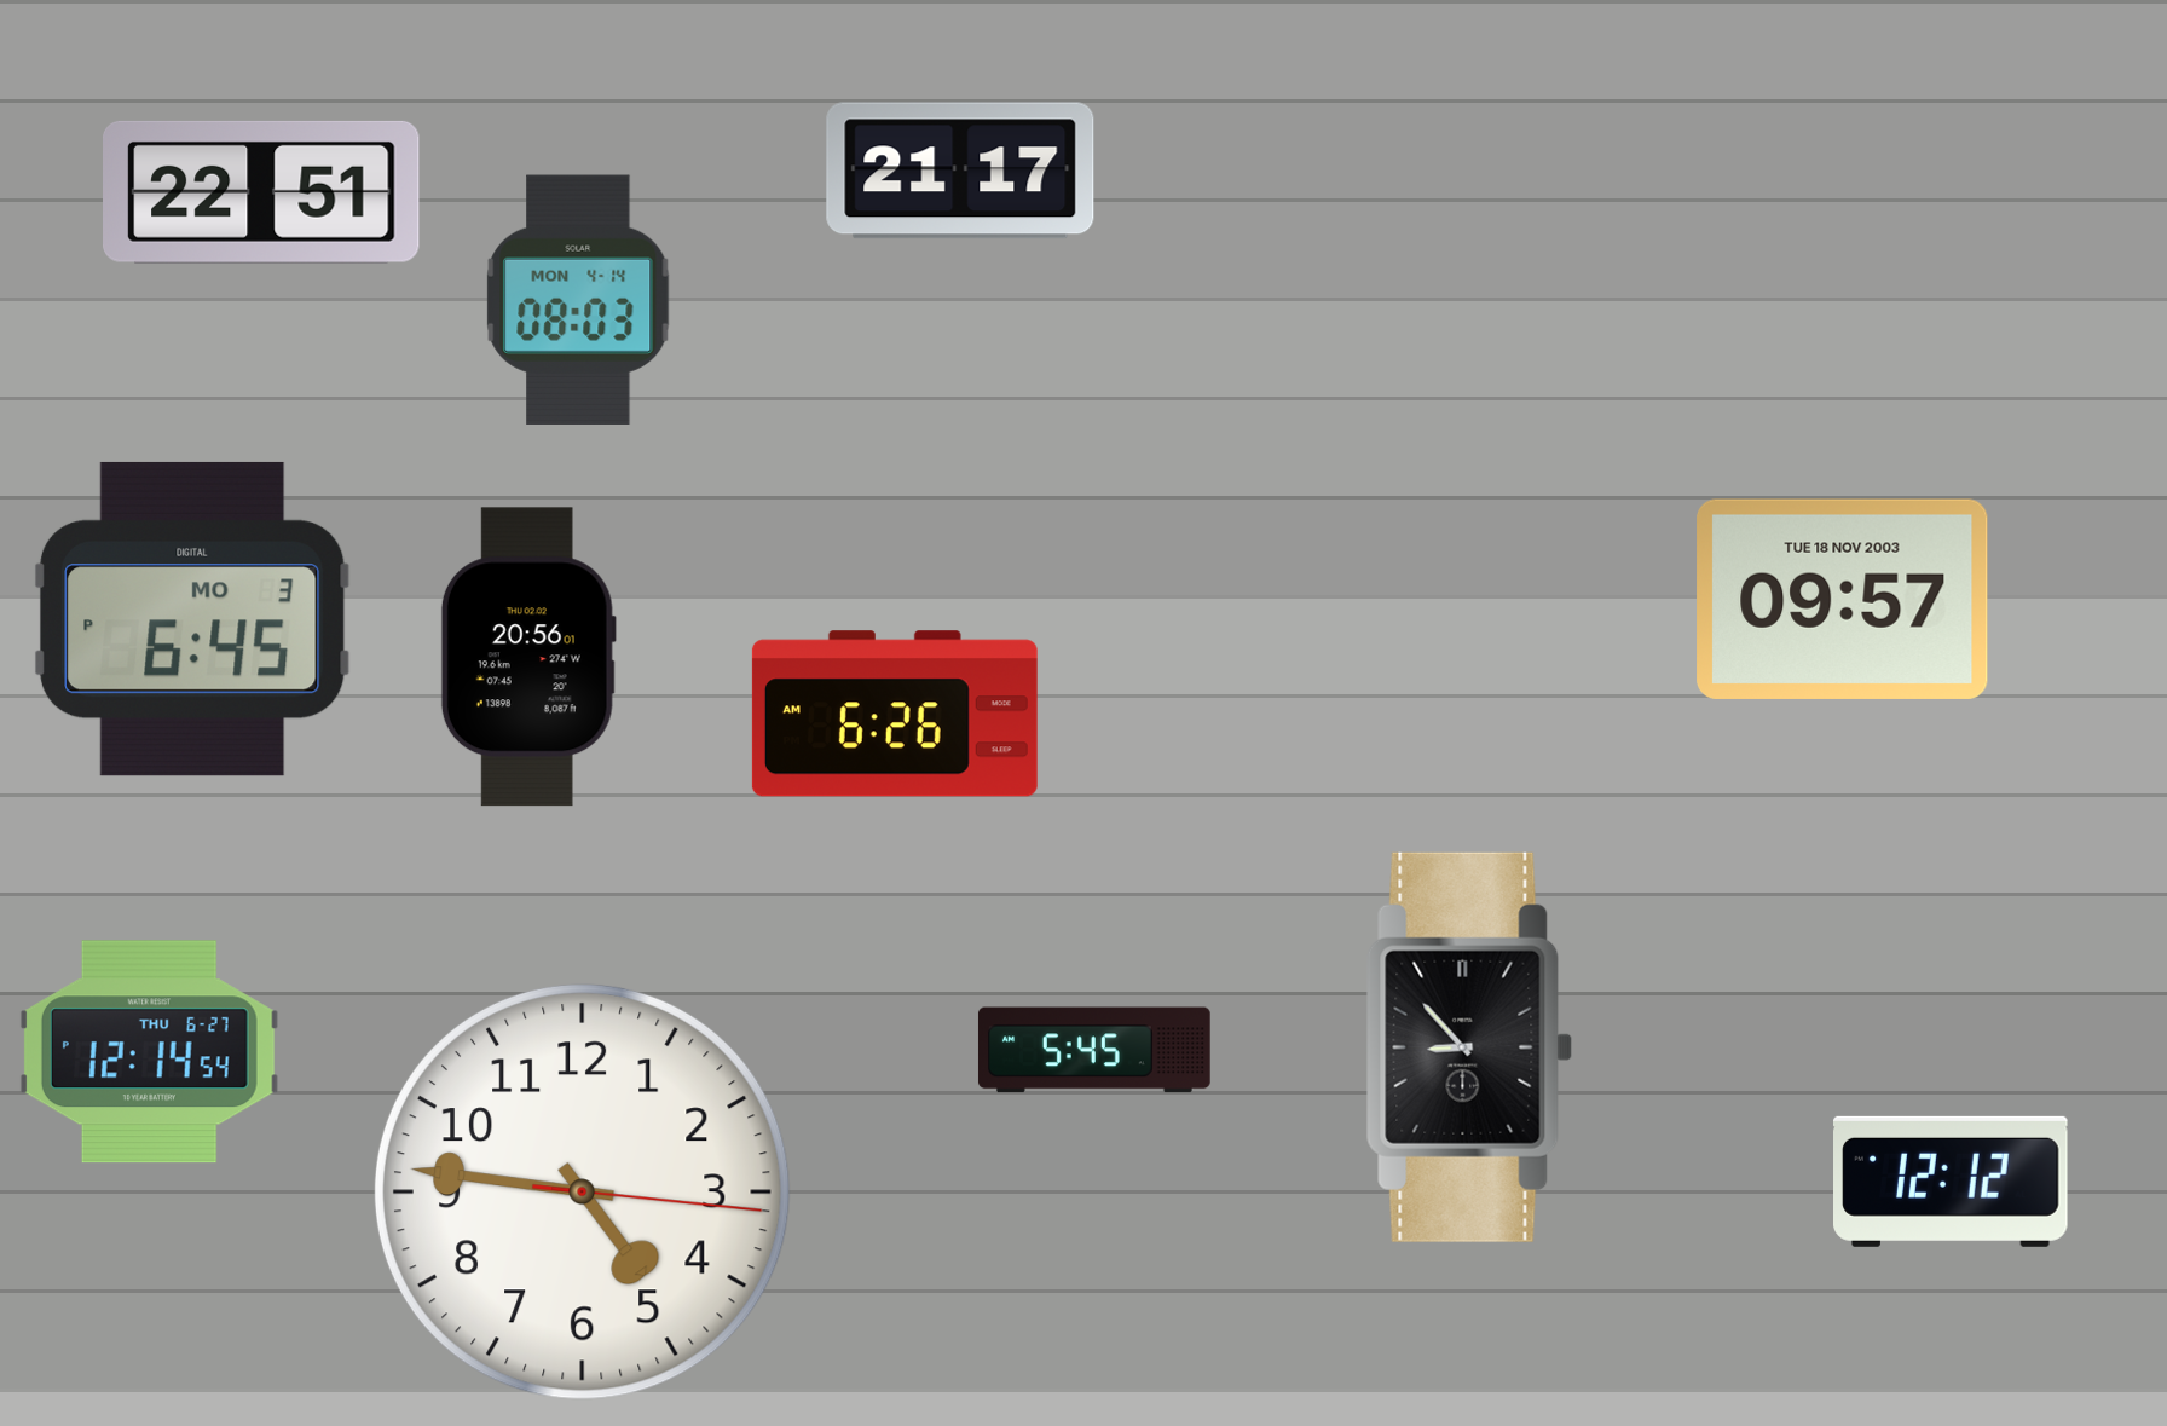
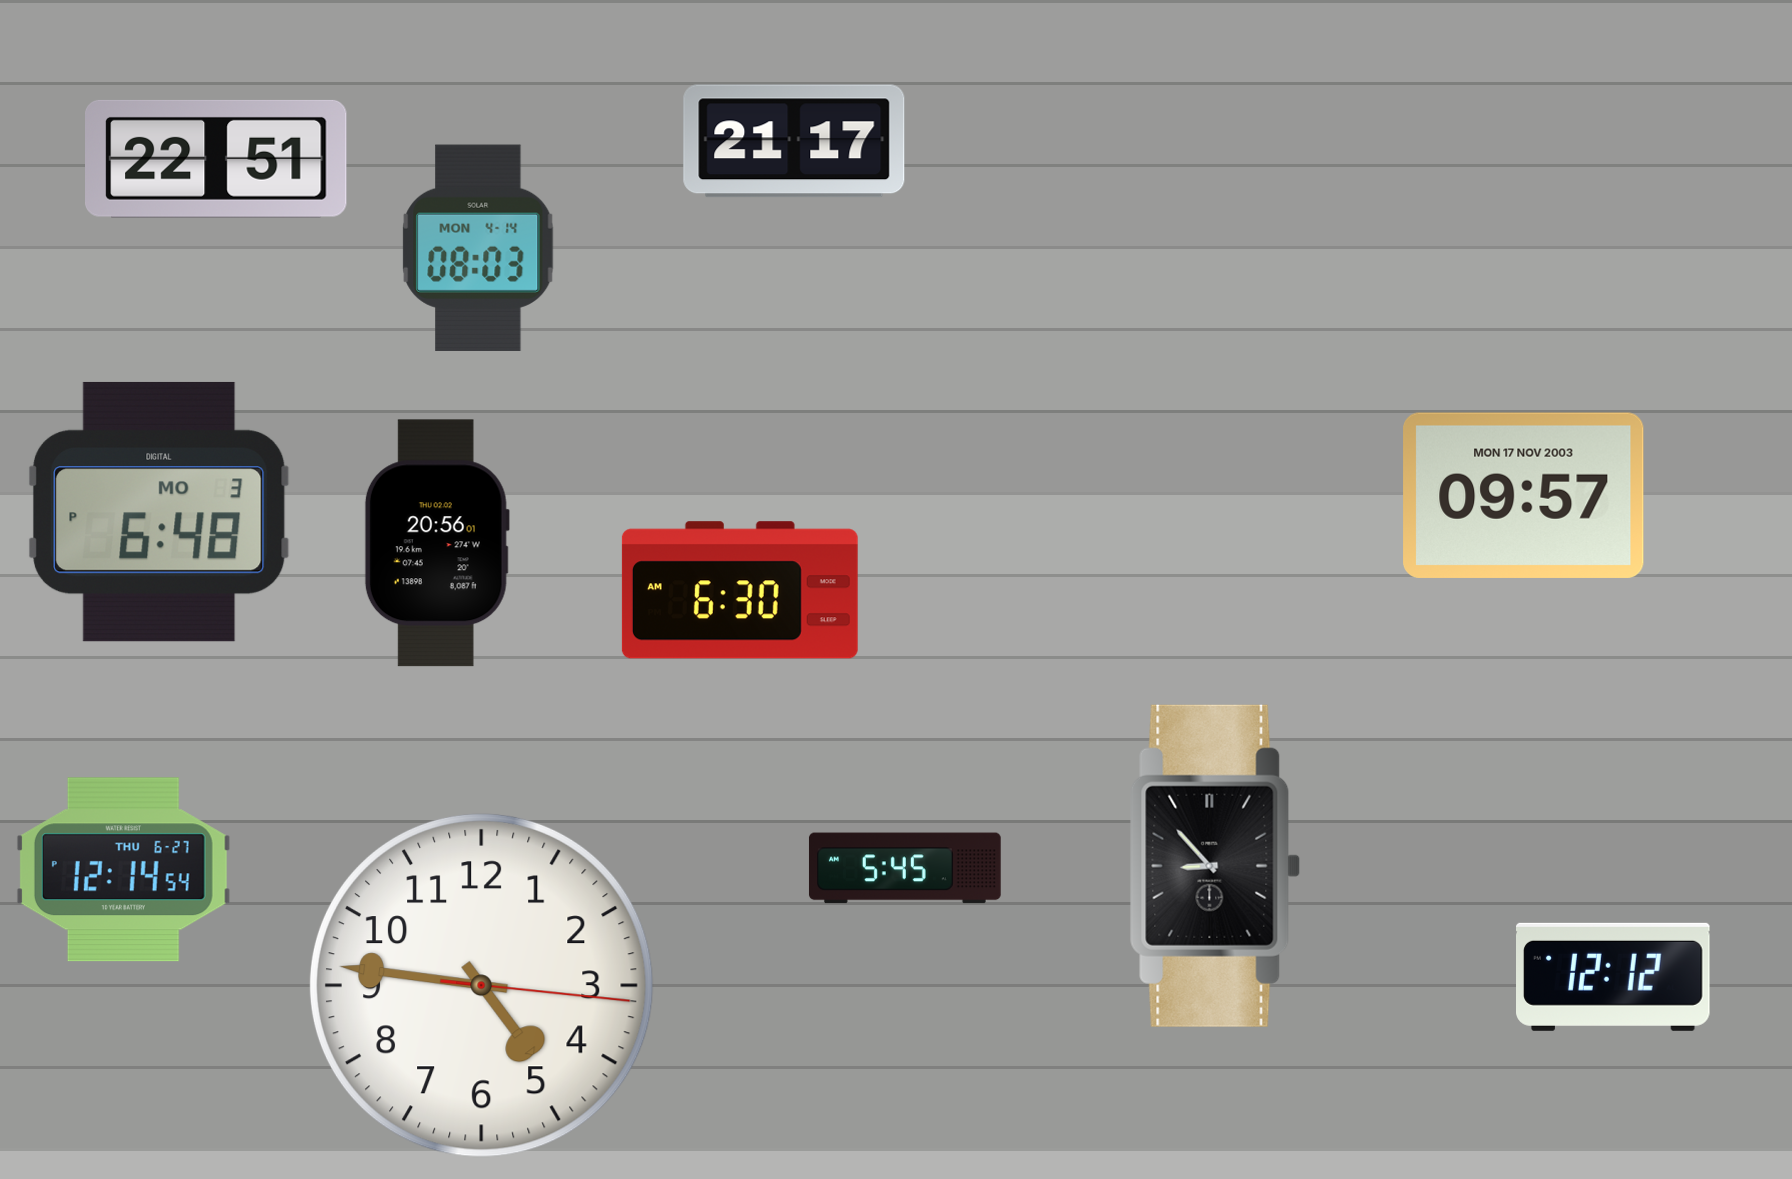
clock at (1843, 599) date: TUE 18 NOV 2003 -> MON 17 NOV 2003
clock at (192, 619): 6:45 -> 6:48
clock at (895, 714): 6:26 -> 6:30
